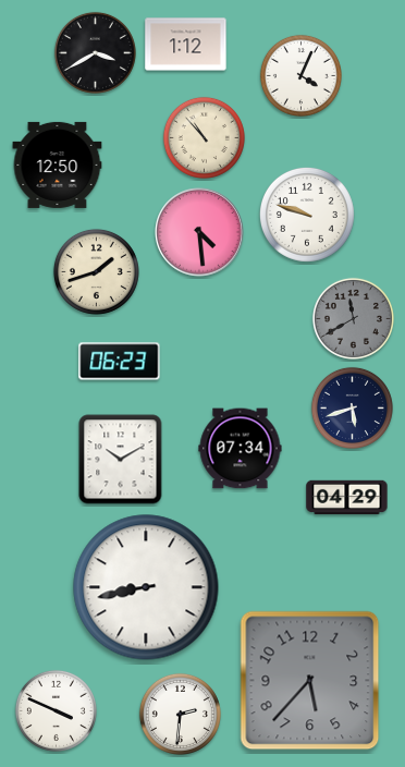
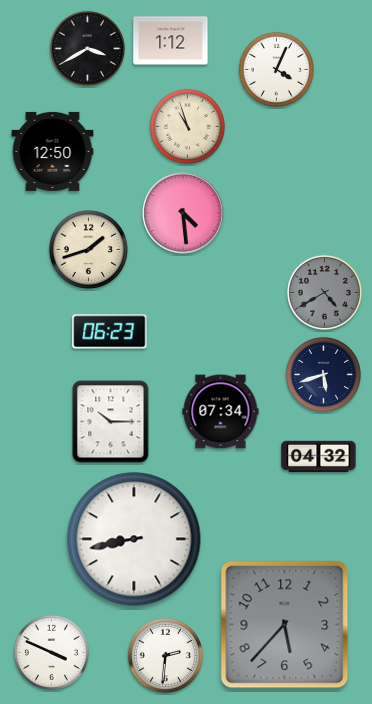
clock at (204, 137): 10:53 -> 10:57
clock at (307, 215): 9:48 -> none
clock at (353, 318): 11:40 -> 4:40
clock at (121, 460): 10:10 -> 10:15
clock at (347, 498): 04:29 -> 04:32
